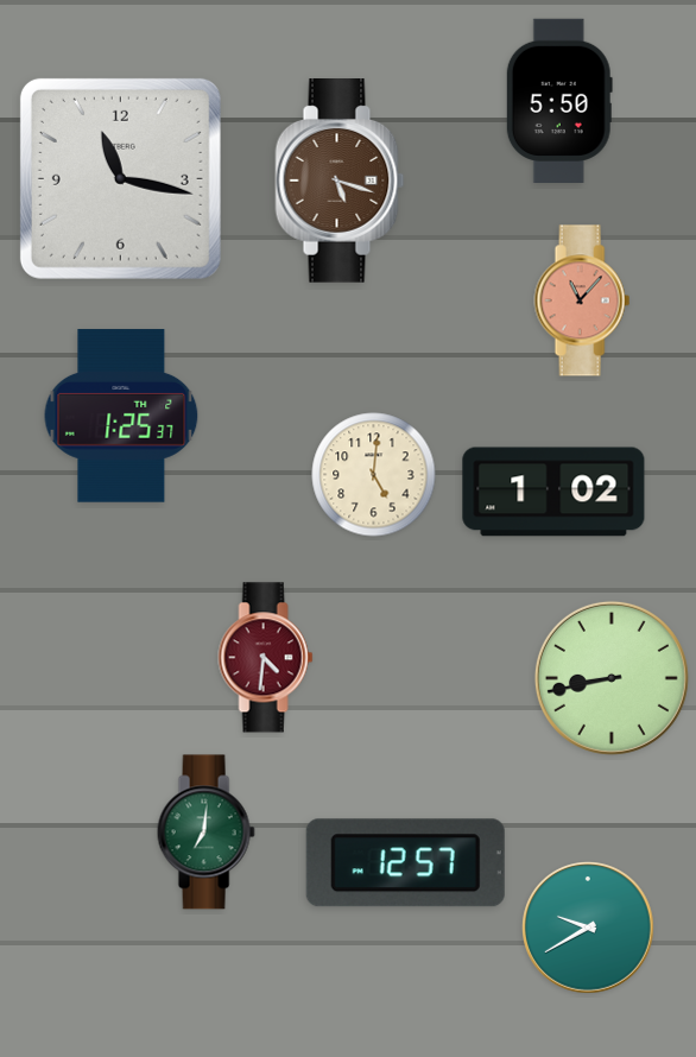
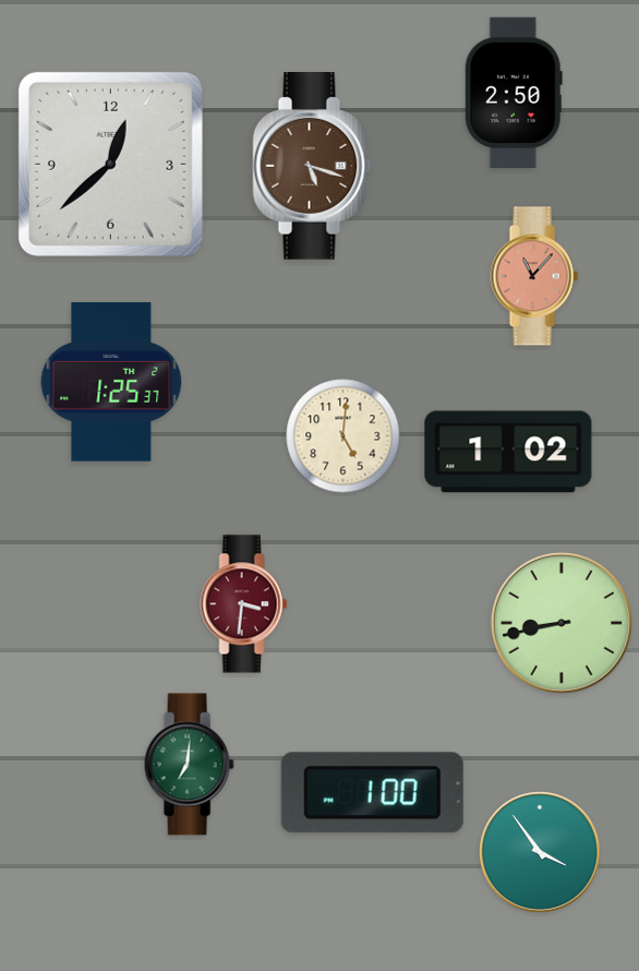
clock at (559, 100): 5:50 -> 2:50
clock at (120, 178): 11:17 -> 12:38
clock at (266, 658): 4:31 -> 3:31
clock at (405, 863): 12:57 -> 1:00
clock at (589, 929): 9:40 -> 3:54
